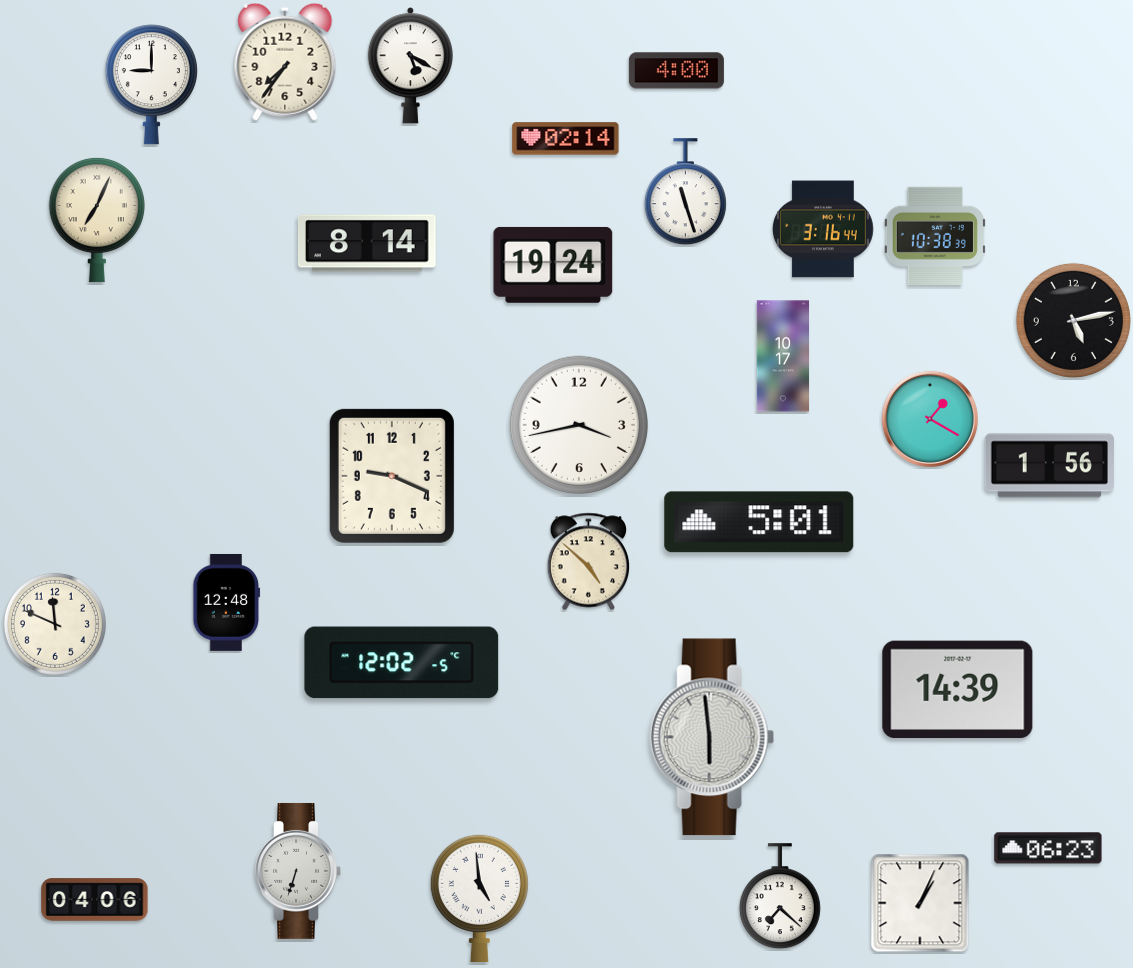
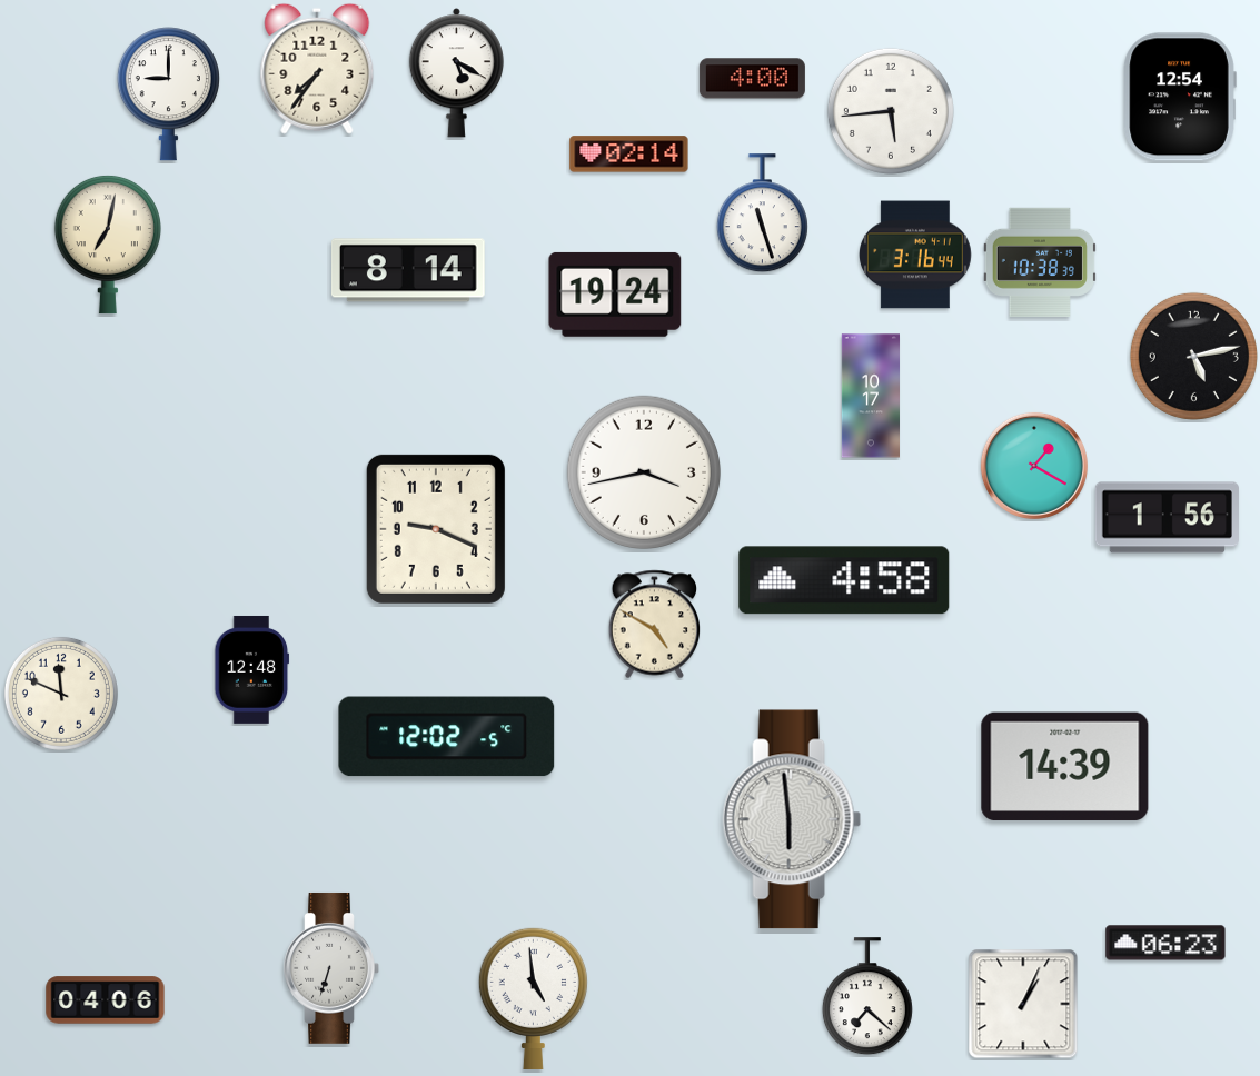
clock at (1180, 97): none -> 12:54
clock at (891, 111): none -> 5:44
clock at (97, 220): 7:04 -> 7:02
clock at (759, 522): 5:01 -> 4:58
clock at (588, 562): 4:52 -> 4:50
